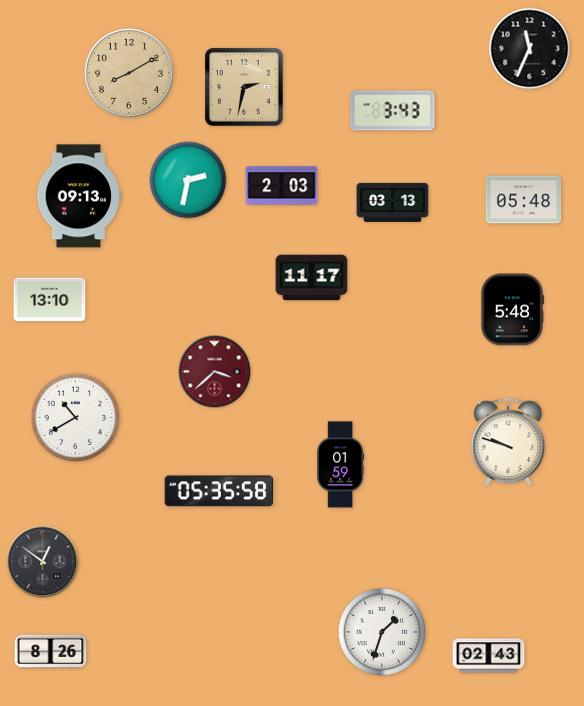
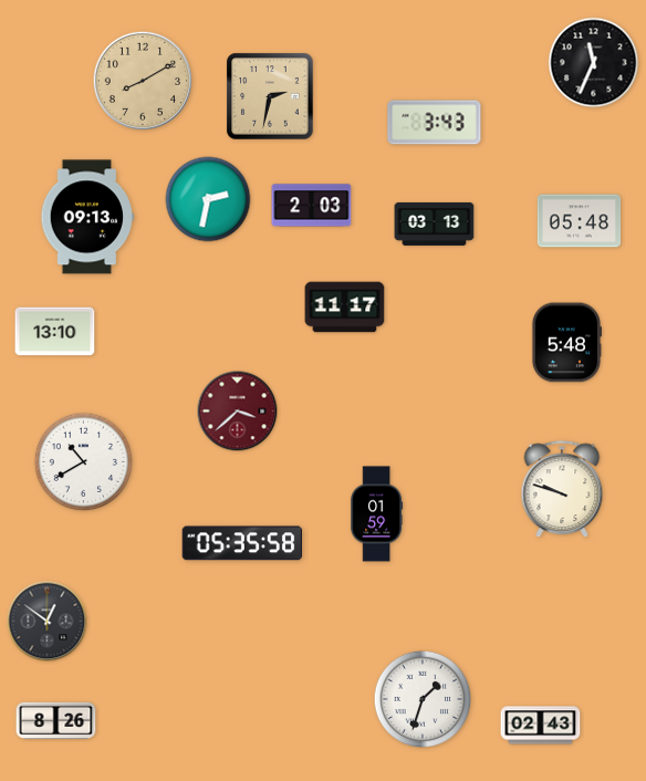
clock at (530, 49) position: (530, 49) -> (594, 63)
